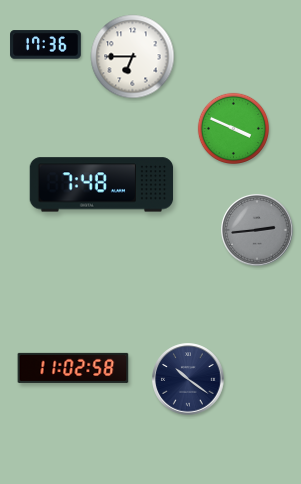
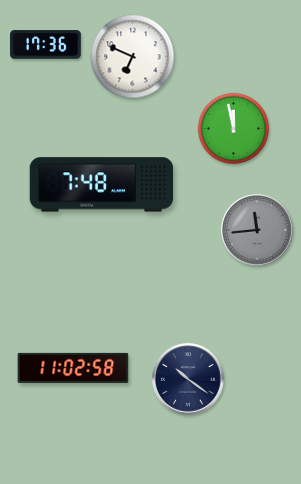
clock at (133, 57): 6:45 -> 6:49
clock at (234, 129): 3:49 -> 11:58
clock at (257, 230): 2:44 -> 11:44
